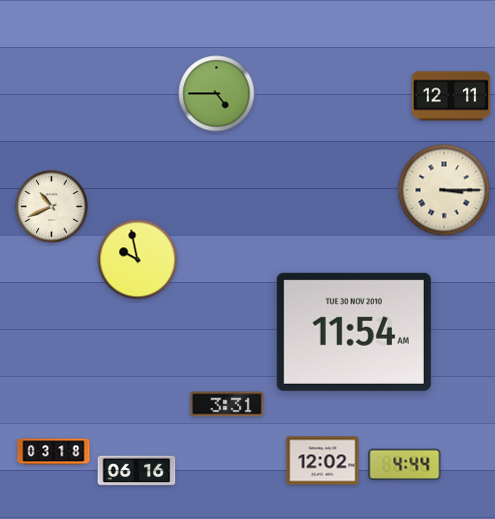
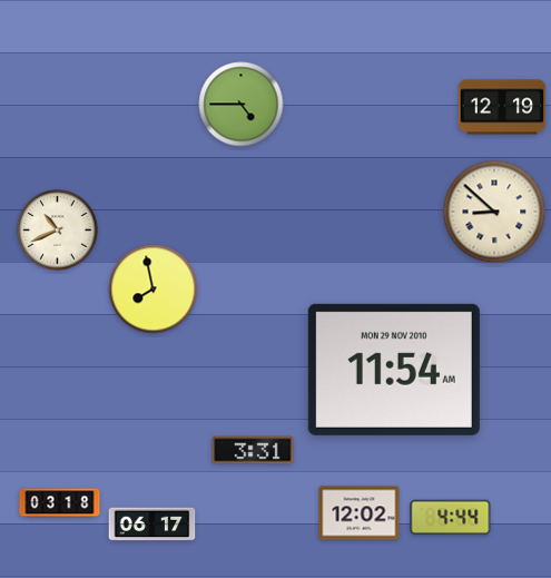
clock at (451, 96): 12:11 -> 12:19
clock at (444, 190): 3:15 -> 8:52
clock at (138, 260): 9:58 -> 7:58
clock at (354, 332) date: TUE 30 NOV 2010 -> MON 29 NOV 2010
clock at (137, 471): 06:16 -> 06:17
